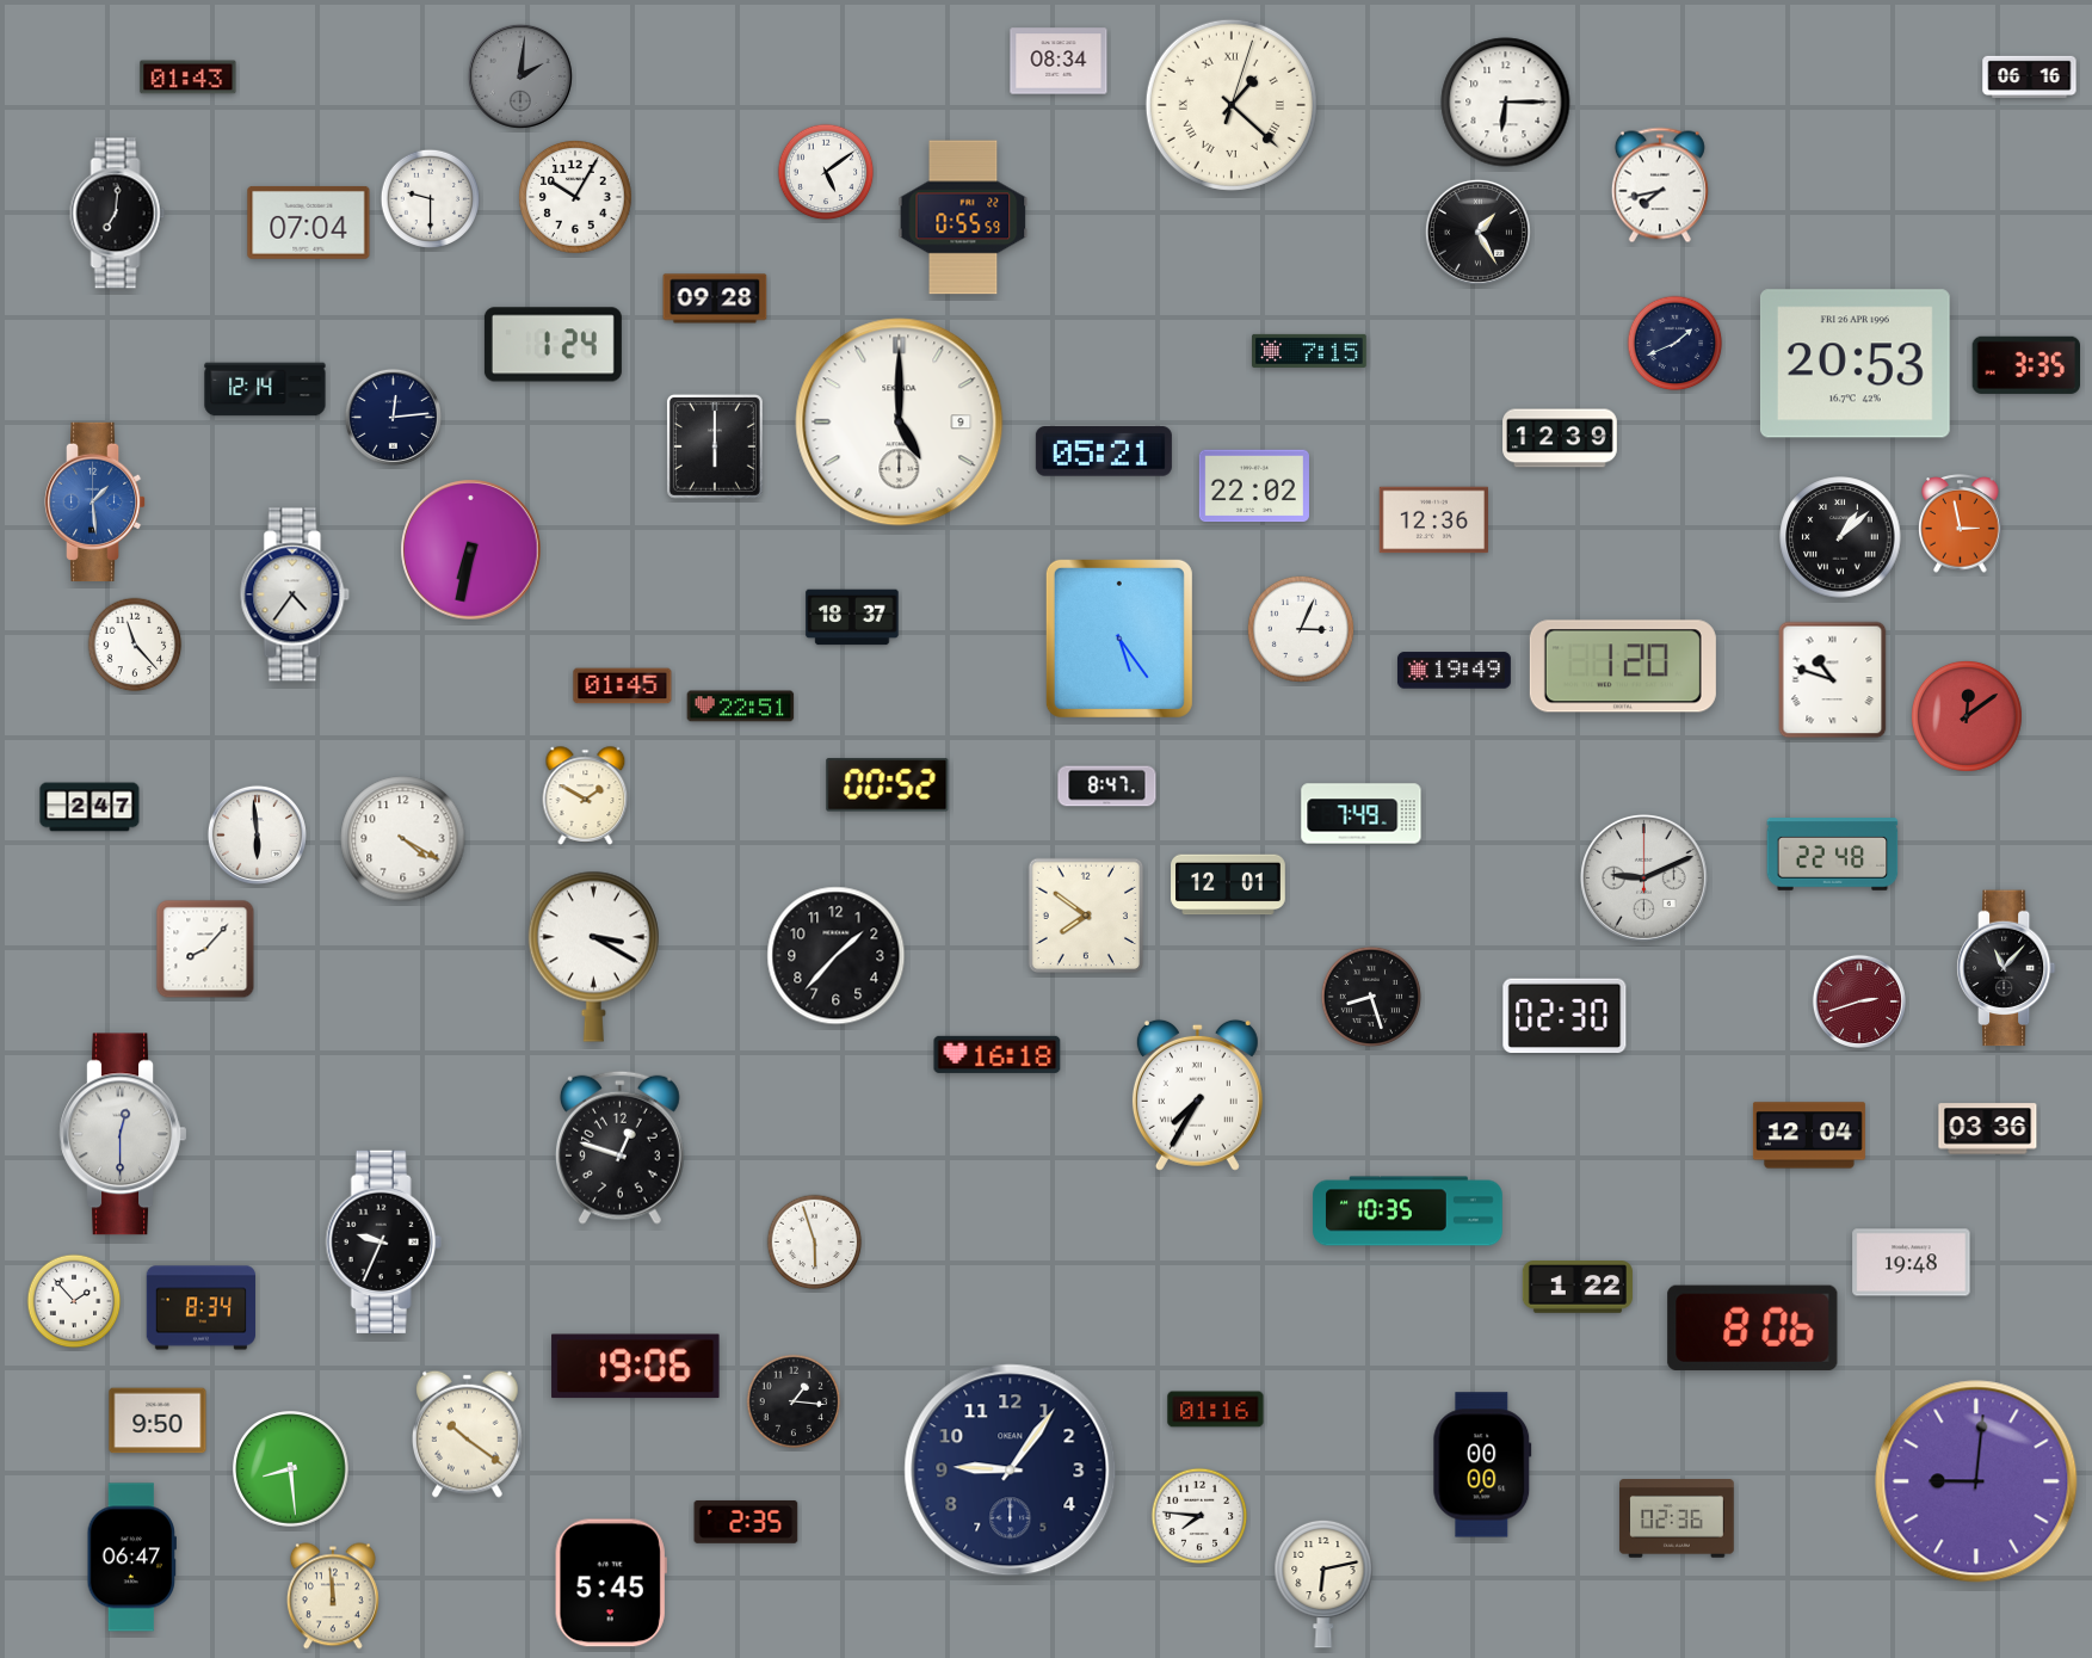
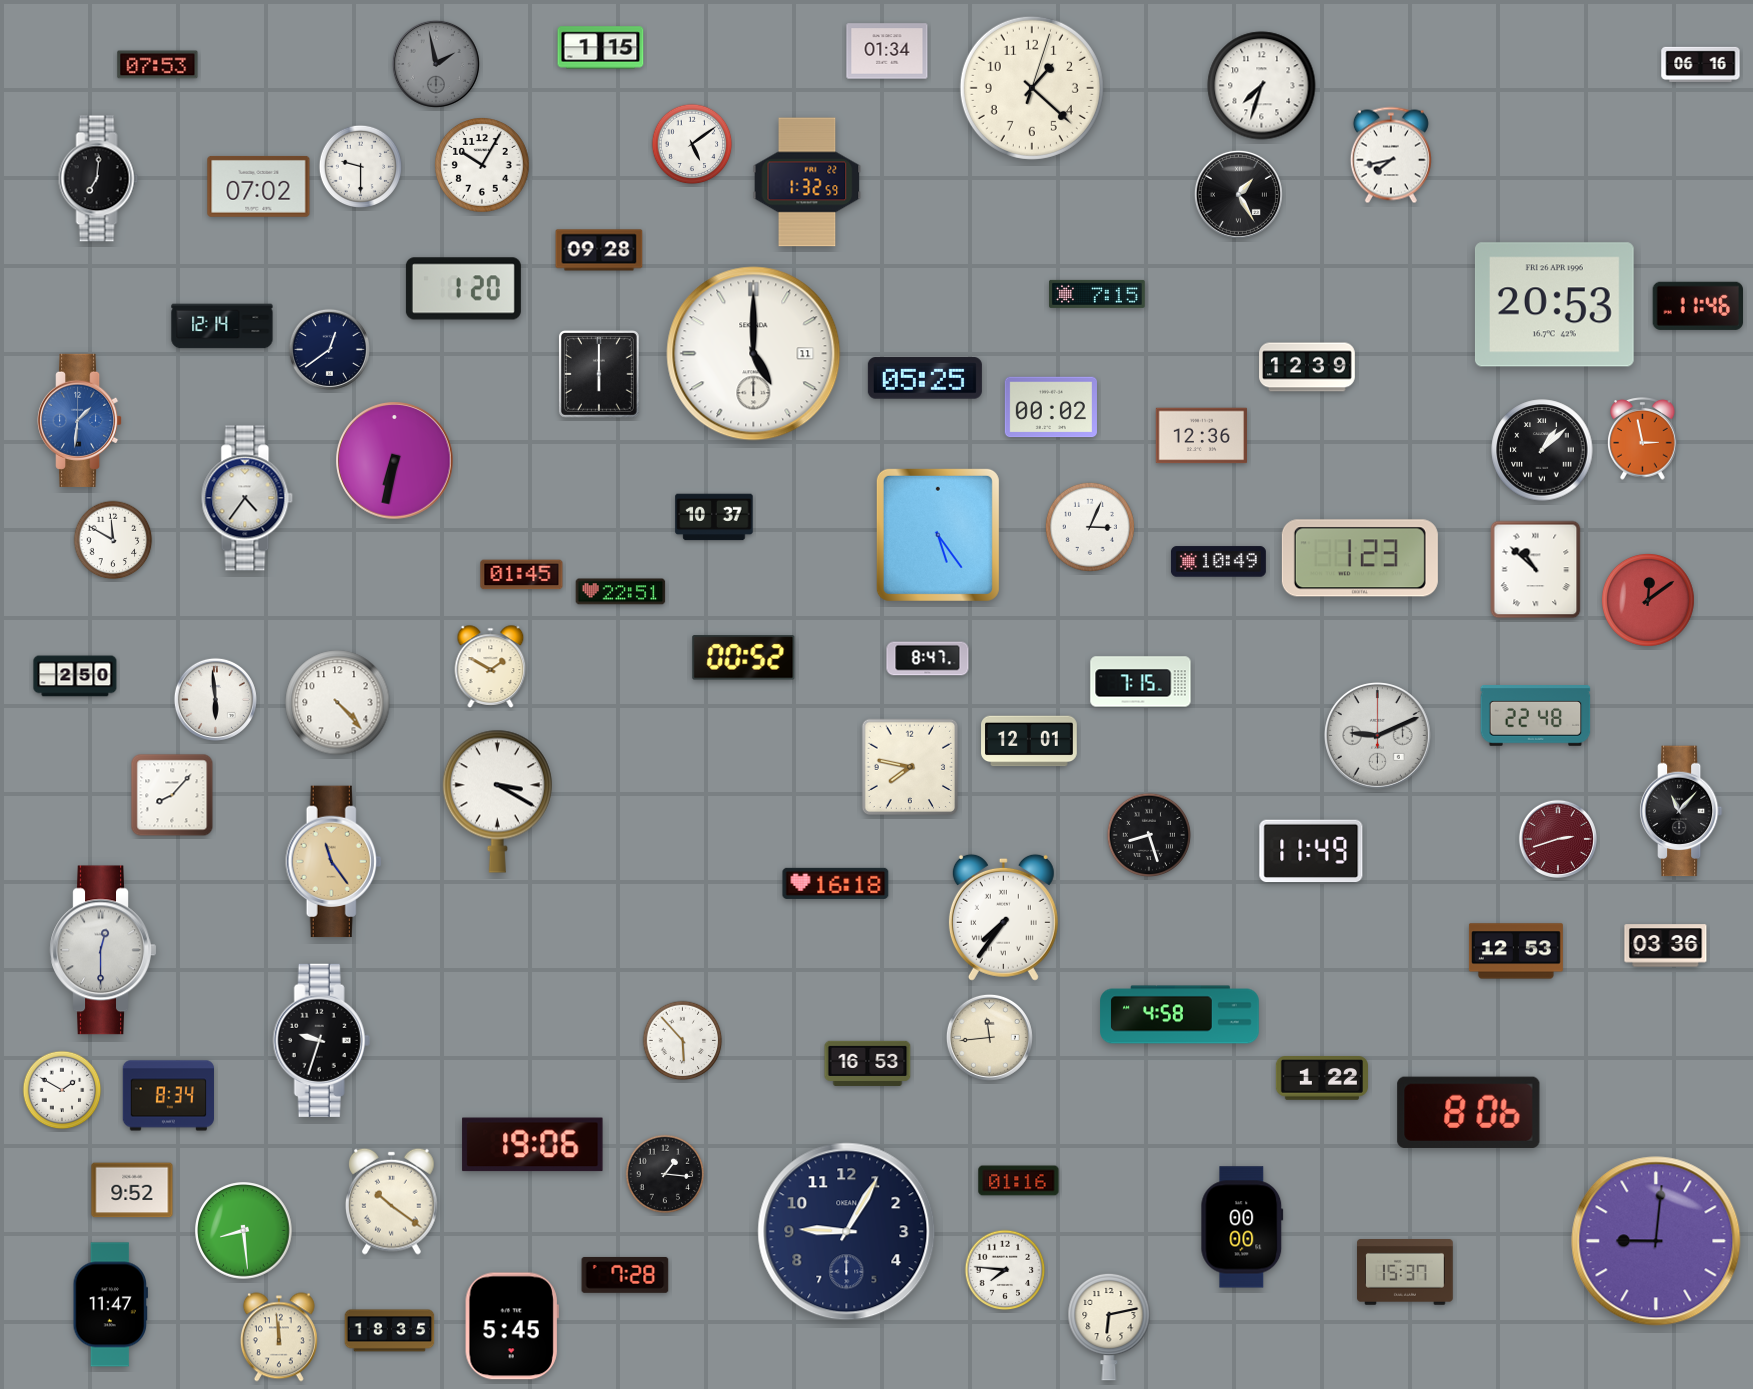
clock at (601, 48): none -> 1:15
clock at (1059, 61): 08:34 -> 01:34
clock at (520, 76): 2:01 -> 1:58
clock at (189, 78): 01:43 -> 07:53
clock at (1506, 103): 6:15 -> 7:33
clock at (1232, 105) numerals: Roman -> Arabic
clock at (963, 217): 0:55 -> 1:32
clock at (309, 222): 07:04 -> 07:02
clock at (1676, 344): 1:41 -> none
clock at (553, 345): 1:24 -> 1:20
clock at (2025, 365): 3:35 -> 11:46
clock at (393, 417): 12:14 -> 12:39
clock at (900, 423) date: 9 -> 11
clock at (1104, 451): 05:21 -> 05:25
clock at (1254, 486): 22:02 -> 00:02
clock at (97, 501): 1:29 -> 1:31
clock at (852, 617): 18:37 -> 10:37
clock at (135, 645): 11:23 -> 11:50
clock at (1623, 666): 1:20 -> 1:23
clock at (1454, 671): 19:49 -> 10:49
clock at (1833, 680): 10:48 -> 10:52
clock at (90, 807): 2:47 -> 2:50
clock at (1362, 814): 7:49 -> 7:15
clock at (403, 839): 4:20 -> 4:23
clock at (1086, 916): 7:51 -> 7:47
clock at (837, 956): 1:37 -> none
clock at (1565, 1016): 02:30 -> 11:49
clock at (334, 862): none -> 11:24
clock at (1197, 1095): 7:35 -> 7:36
clock at (1809, 1135): 12:04 -> 12:53
clock at (619, 1147): 12:48 -> none
clock at (1408, 1212): 10:35 -> 4:58
clock at (989, 1037): none -> 11:44
clock at (383, 1241): 9:34 -> 9:33
clock at (815, 1243): 5:57 -> 5:53
clock at (1912, 1263): 19:48 -> none
clock at (868, 1063): none -> 16:53
clock at (74, 1301): 1:53 -> 1:50
clock at (158, 1420): 9:50 -> 9:52
clock at (1011, 1471): 9:06 -> 9:05
clock at (1678, 1520): 02:36 -> 15:37
clock at (746, 1522): 2:35 -> 7:28
clock at (131, 1558): 06:47 -> 11:47
clock at (390, 1331): none -> 18:35
